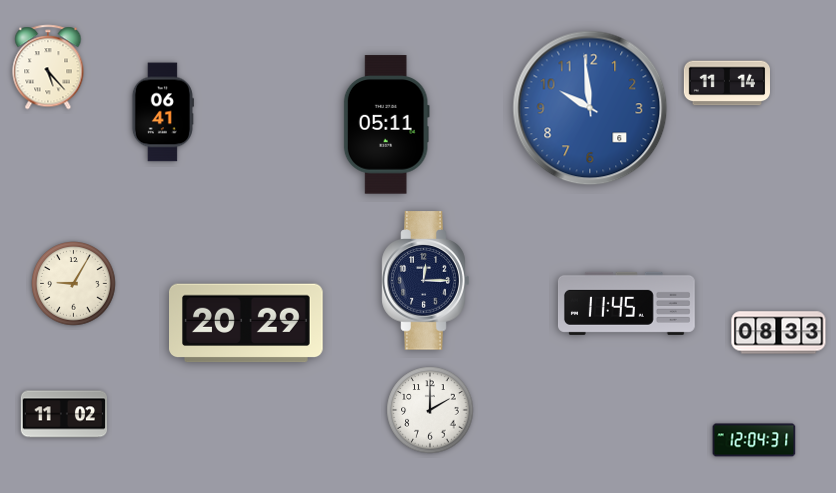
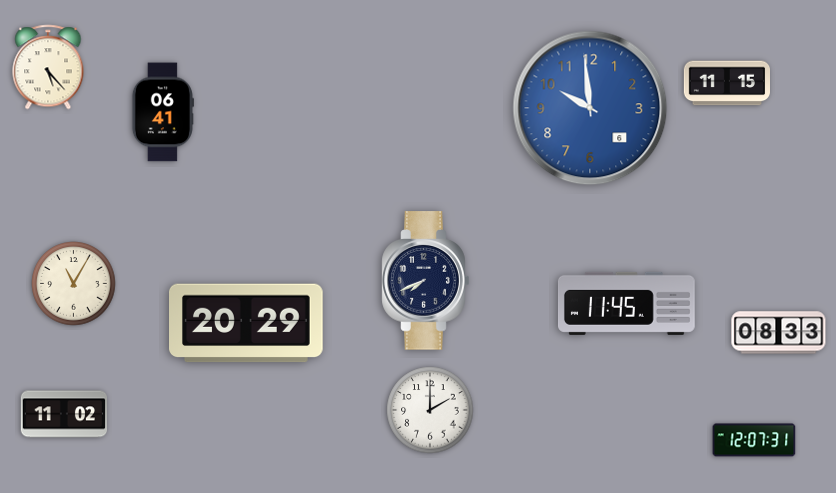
clock at (726, 83): 11:14 -> 11:15
clock at (386, 125): 05:11 -> none
clock at (426, 281): 12:15 -> 7:41
clock at (74, 284): 9:05 -> 11:05
clock at (754, 440): 12:04 -> 12:07
